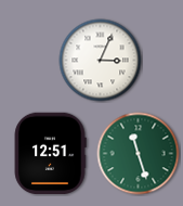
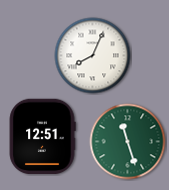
clock at (101, 61): 3:04 -> 8:04
clock at (50, 154) position: (50, 154) -> (42, 137)
